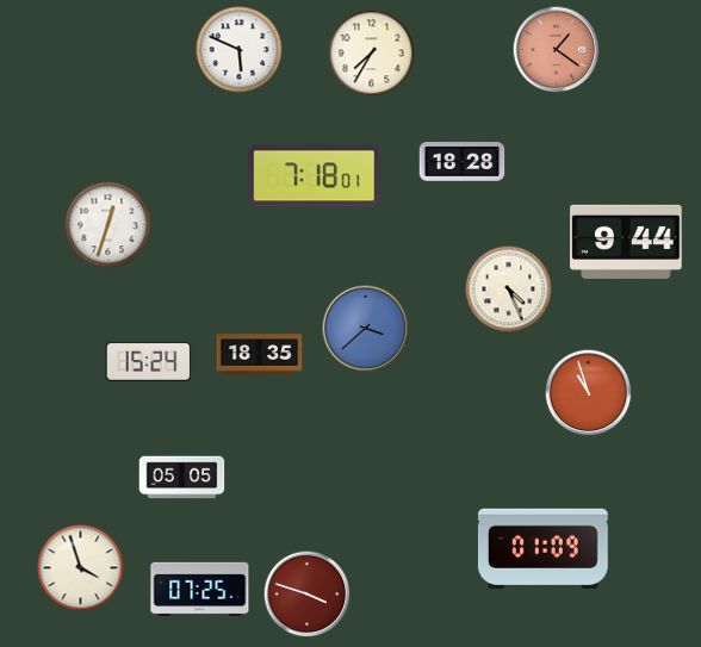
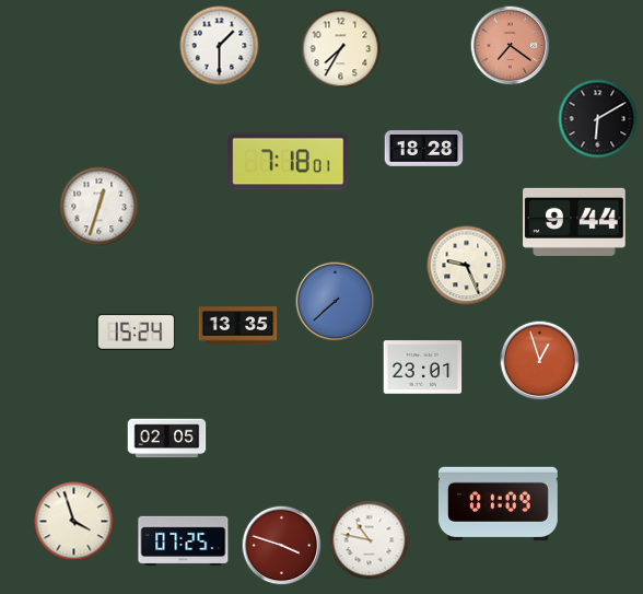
clock at (240, 50): 5:49 -> 1:30
clock at (557, 50): 1:21 -> 7:21
clock at (598, 119): none -> 6:10
clock at (509, 290): 4:26 -> 9:26
clock at (366, 329): 3:38 -> 7:38
clock at (260, 355): 18:35 -> 13:35
clock at (589, 393): 10:57 -> 12:57
clock at (423, 368): none -> 23:01
clock at (182, 478): 05:05 -> 02:05
clock at (370, 540): none -> 10:47
